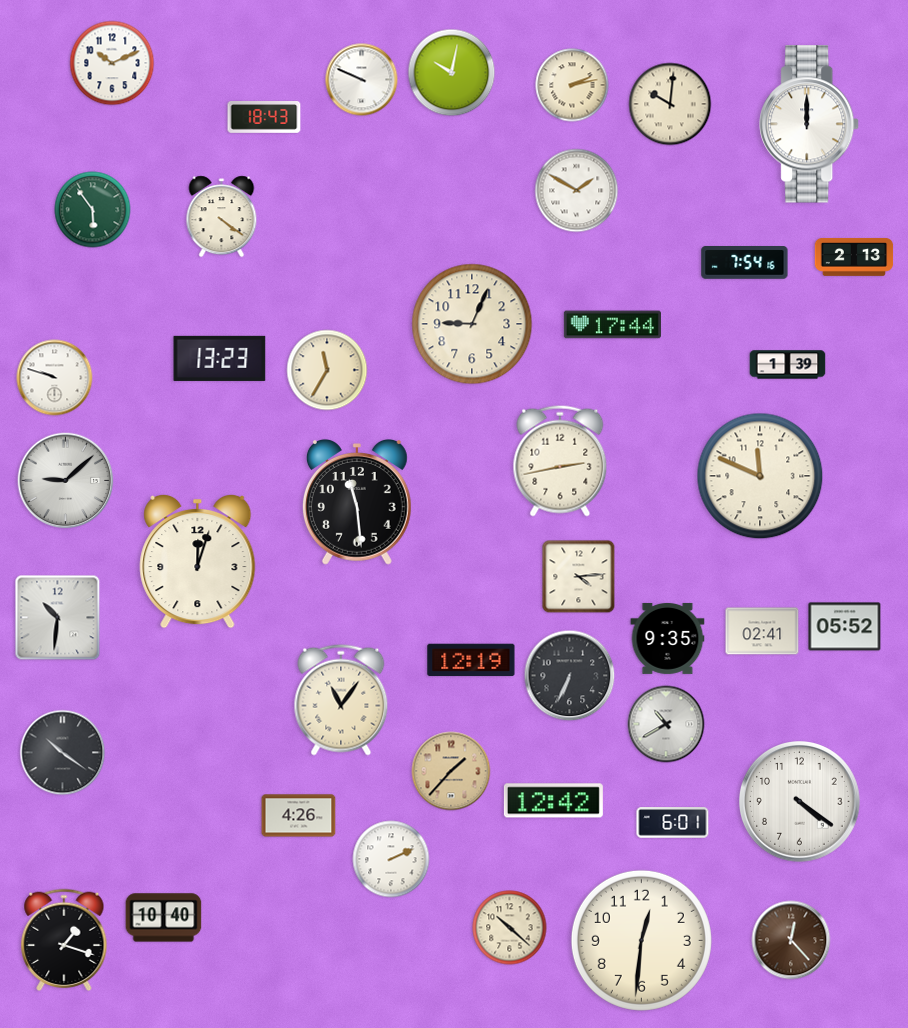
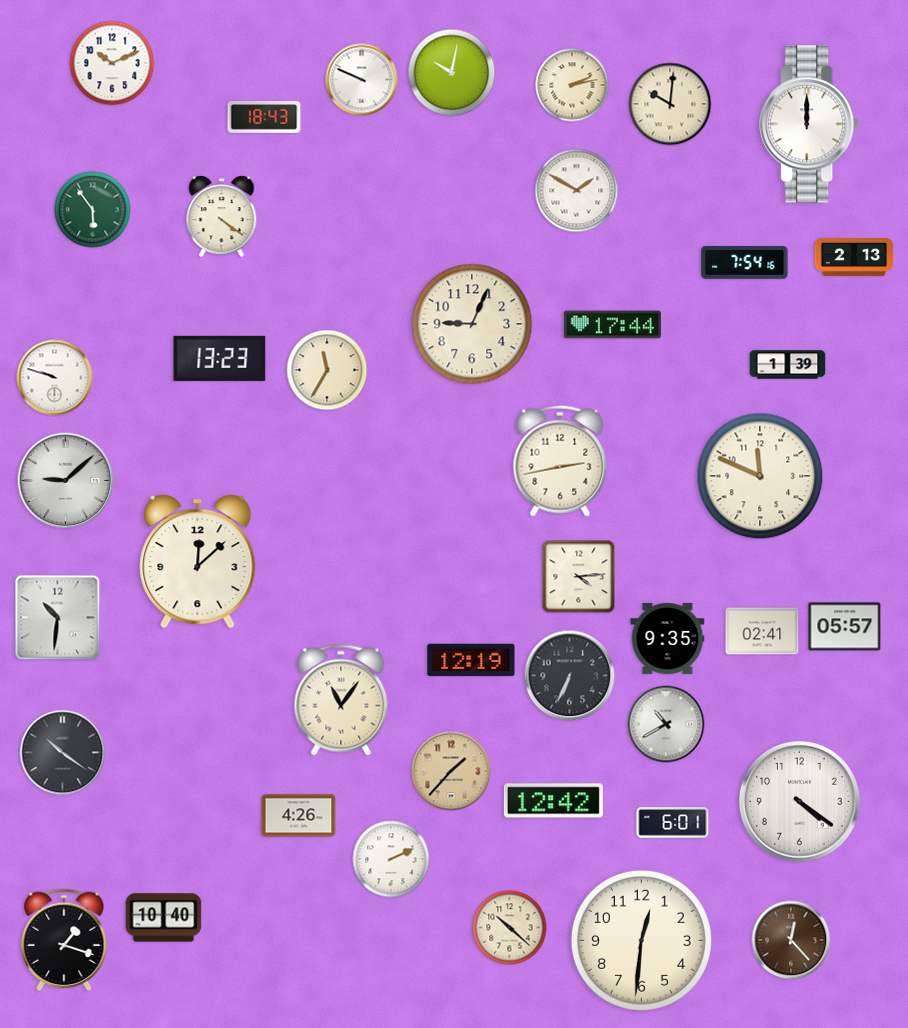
clock at (357, 503): 11:29 -> none
clock at (198, 561): 12:03 -> 12:08
clock at (845, 627): 05:52 -> 05:57
